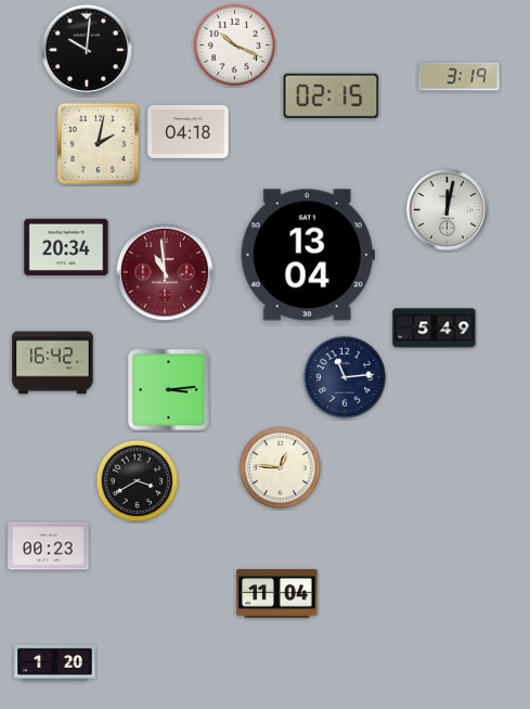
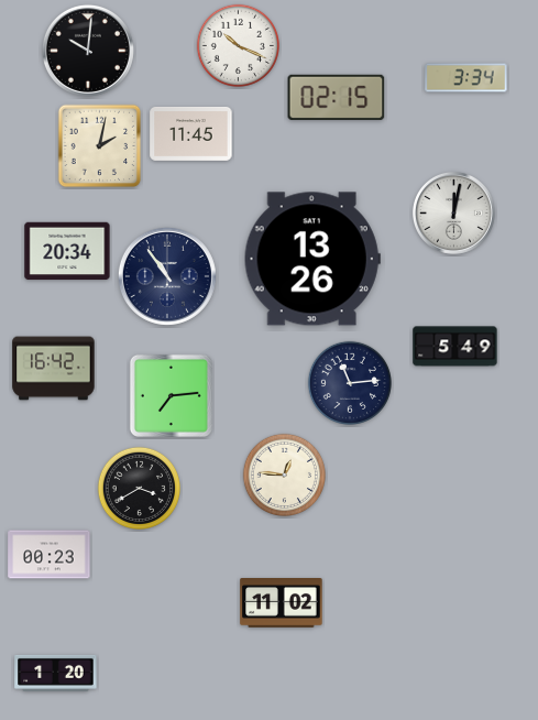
clock at (460, 77): 3:19 -> 3:34
clock at (189, 132): 04:18 -> 11:45
clock at (308, 255): 13:04 -> 13:26
clock at (165, 272): 10:59 -> 10:54
clock at (165, 272) dial: burgundy -> navy
clock at (435, 328) position: (435, 328) -> (455, 347)
clock at (168, 389): 3:14 -> 7:14
clock at (277, 594): 11:04 -> 11:02
